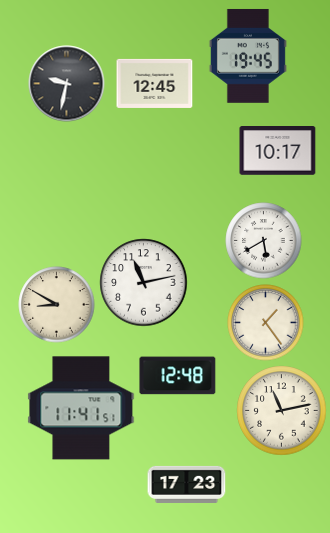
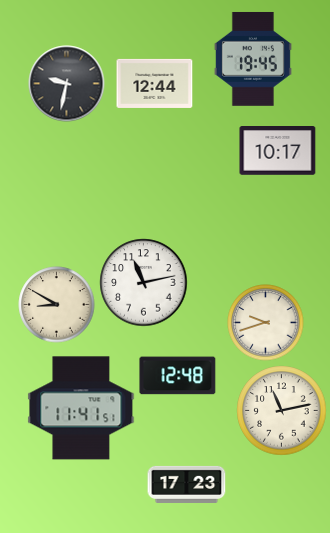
clock at (248, 56) position: (248, 56) -> (253, 59)
clock at (155, 83): 12:45 -> 12:44
clock at (264, 241): 5:40 -> none
clock at (266, 323): 1:24 -> 9:42
